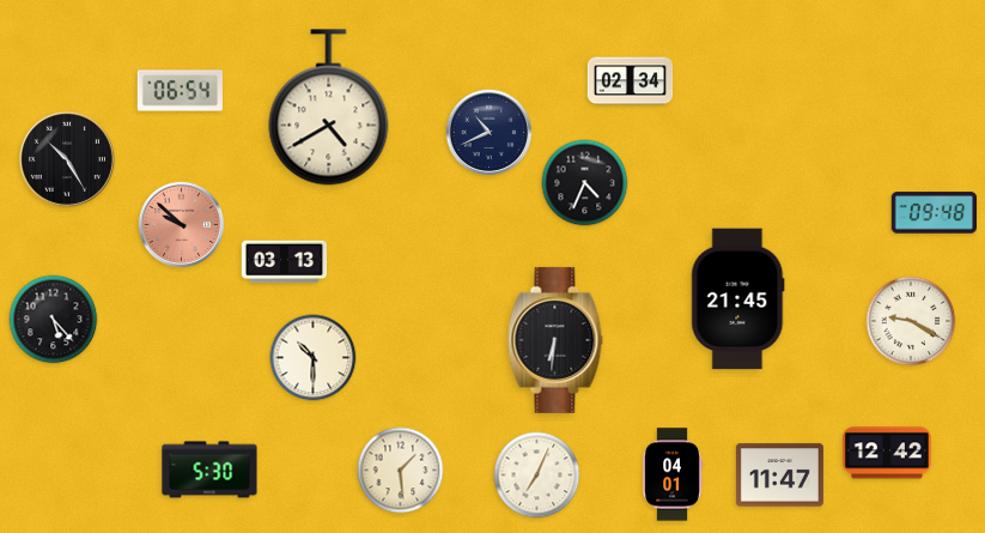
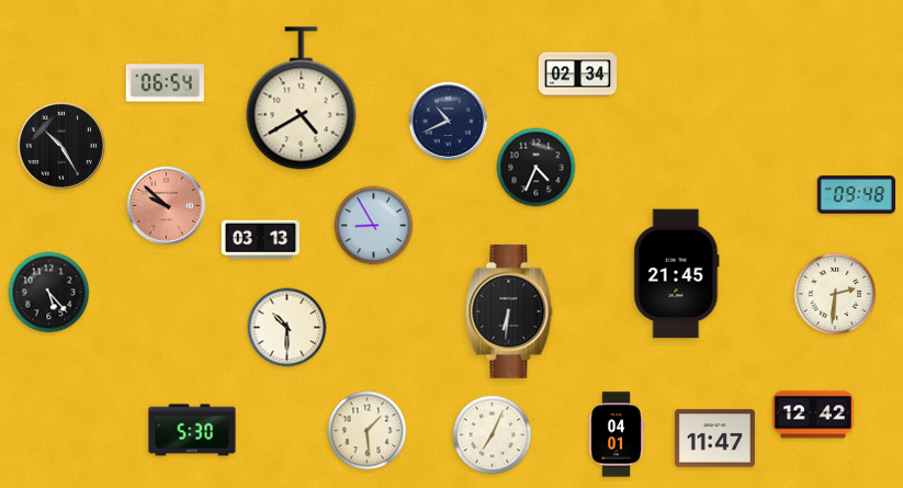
clock at (374, 226): none -> 8:55
clock at (911, 321): 9:20 -> 2:31
clock at (779, 476) position: (779, 476) -> (714, 439)
